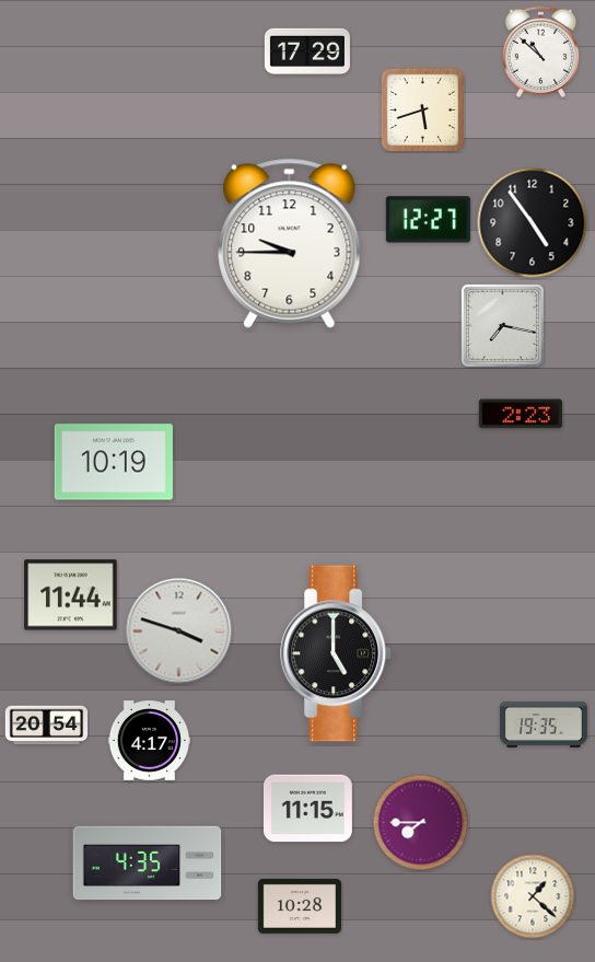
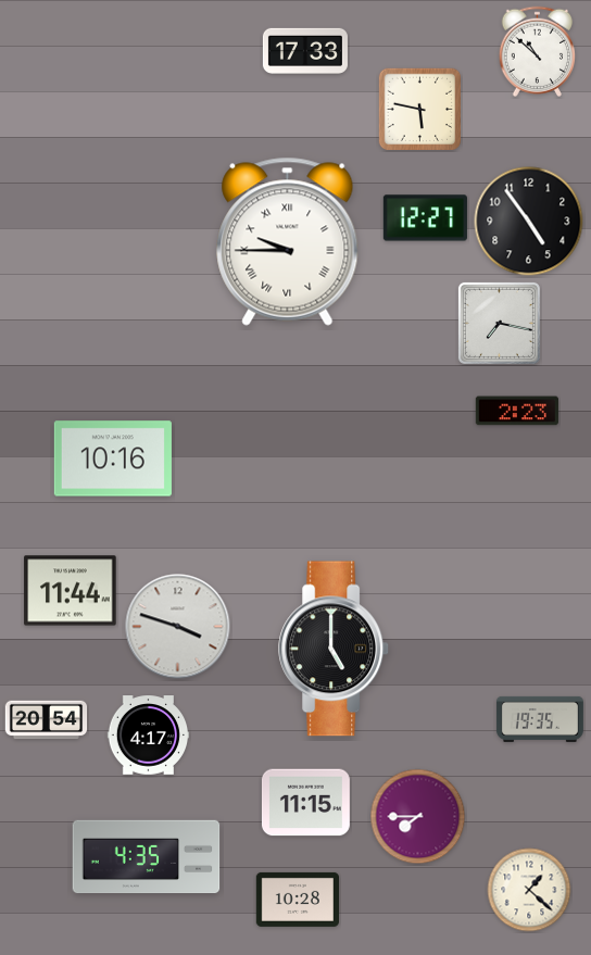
clock at (307, 50): 17:29 -> 17:33
clock at (422, 109): 5:42 -> 5:47
clock at (290, 243) numerals: Arabic -> Roman
clock at (114, 462): 10:19 -> 10:16
